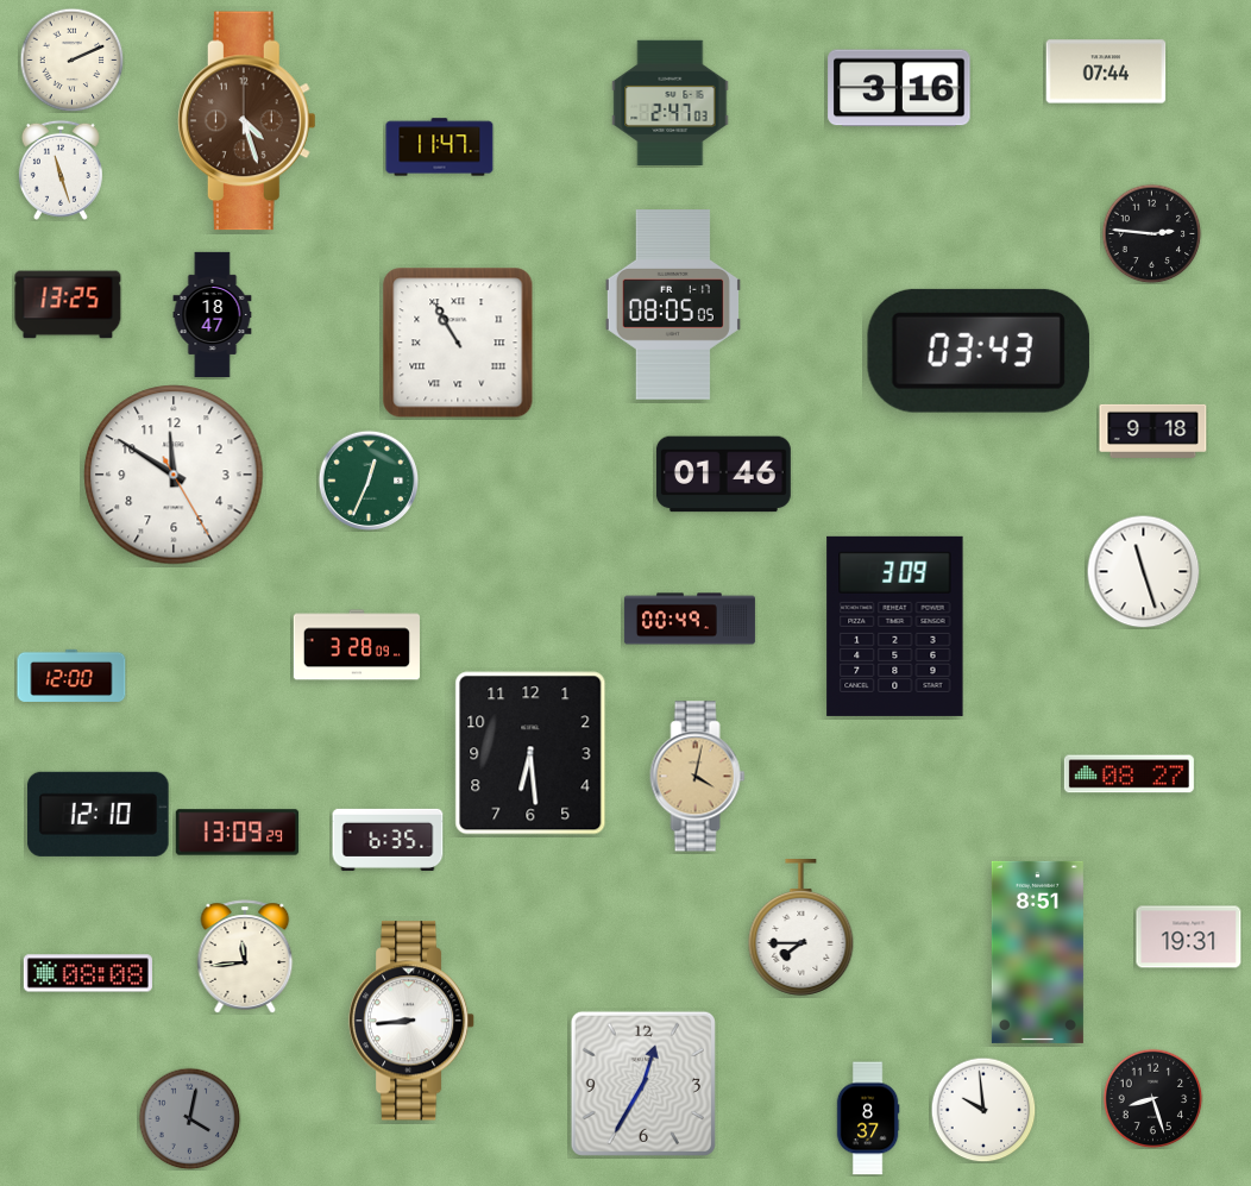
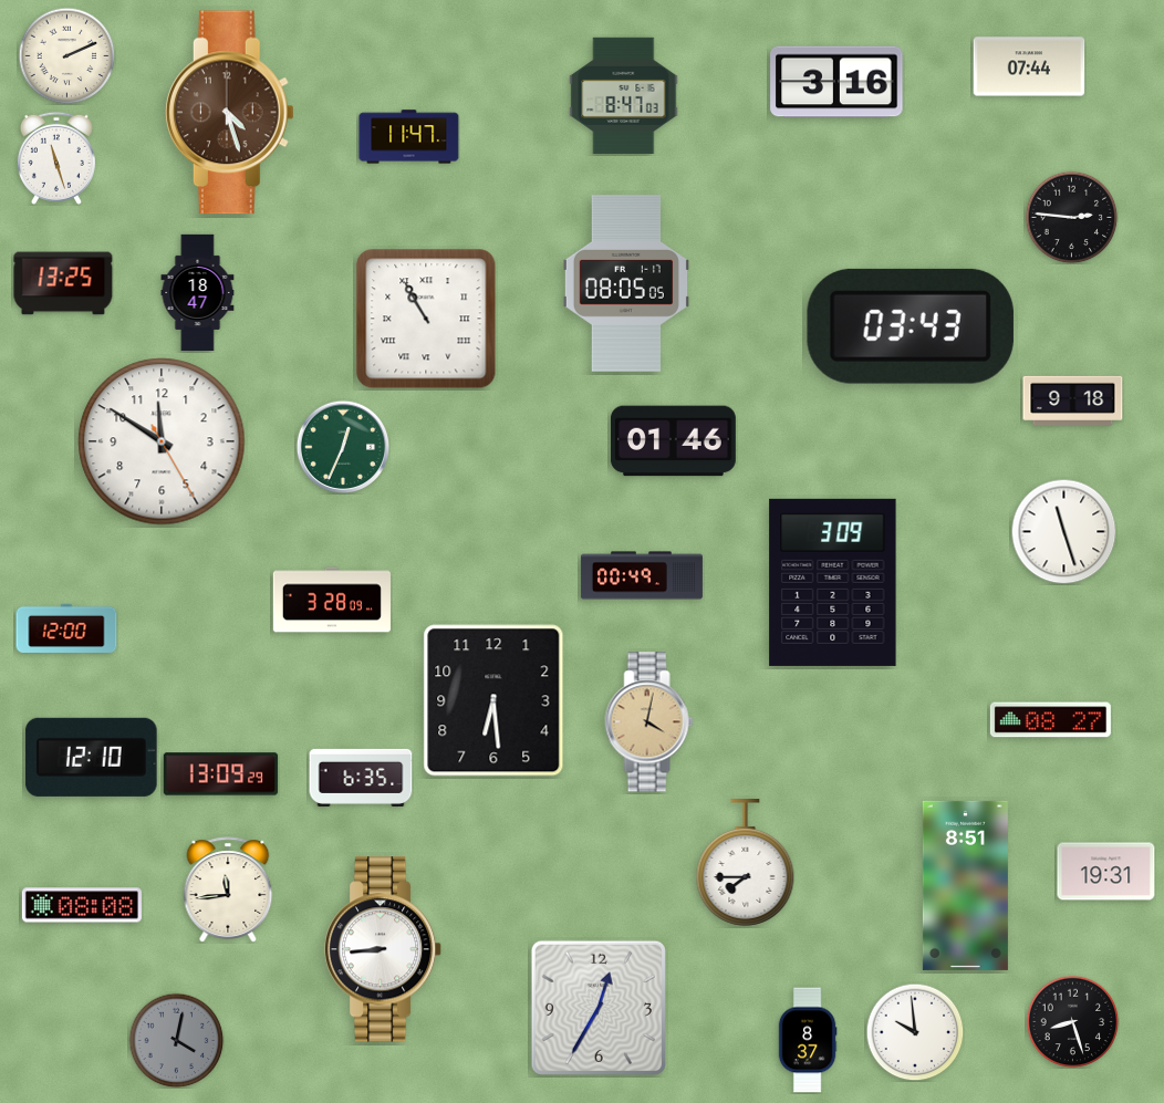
clock at (671, 102): 2:47 -> 8:47
clock at (388, 840) position: (388, 840) -> (361, 778)
